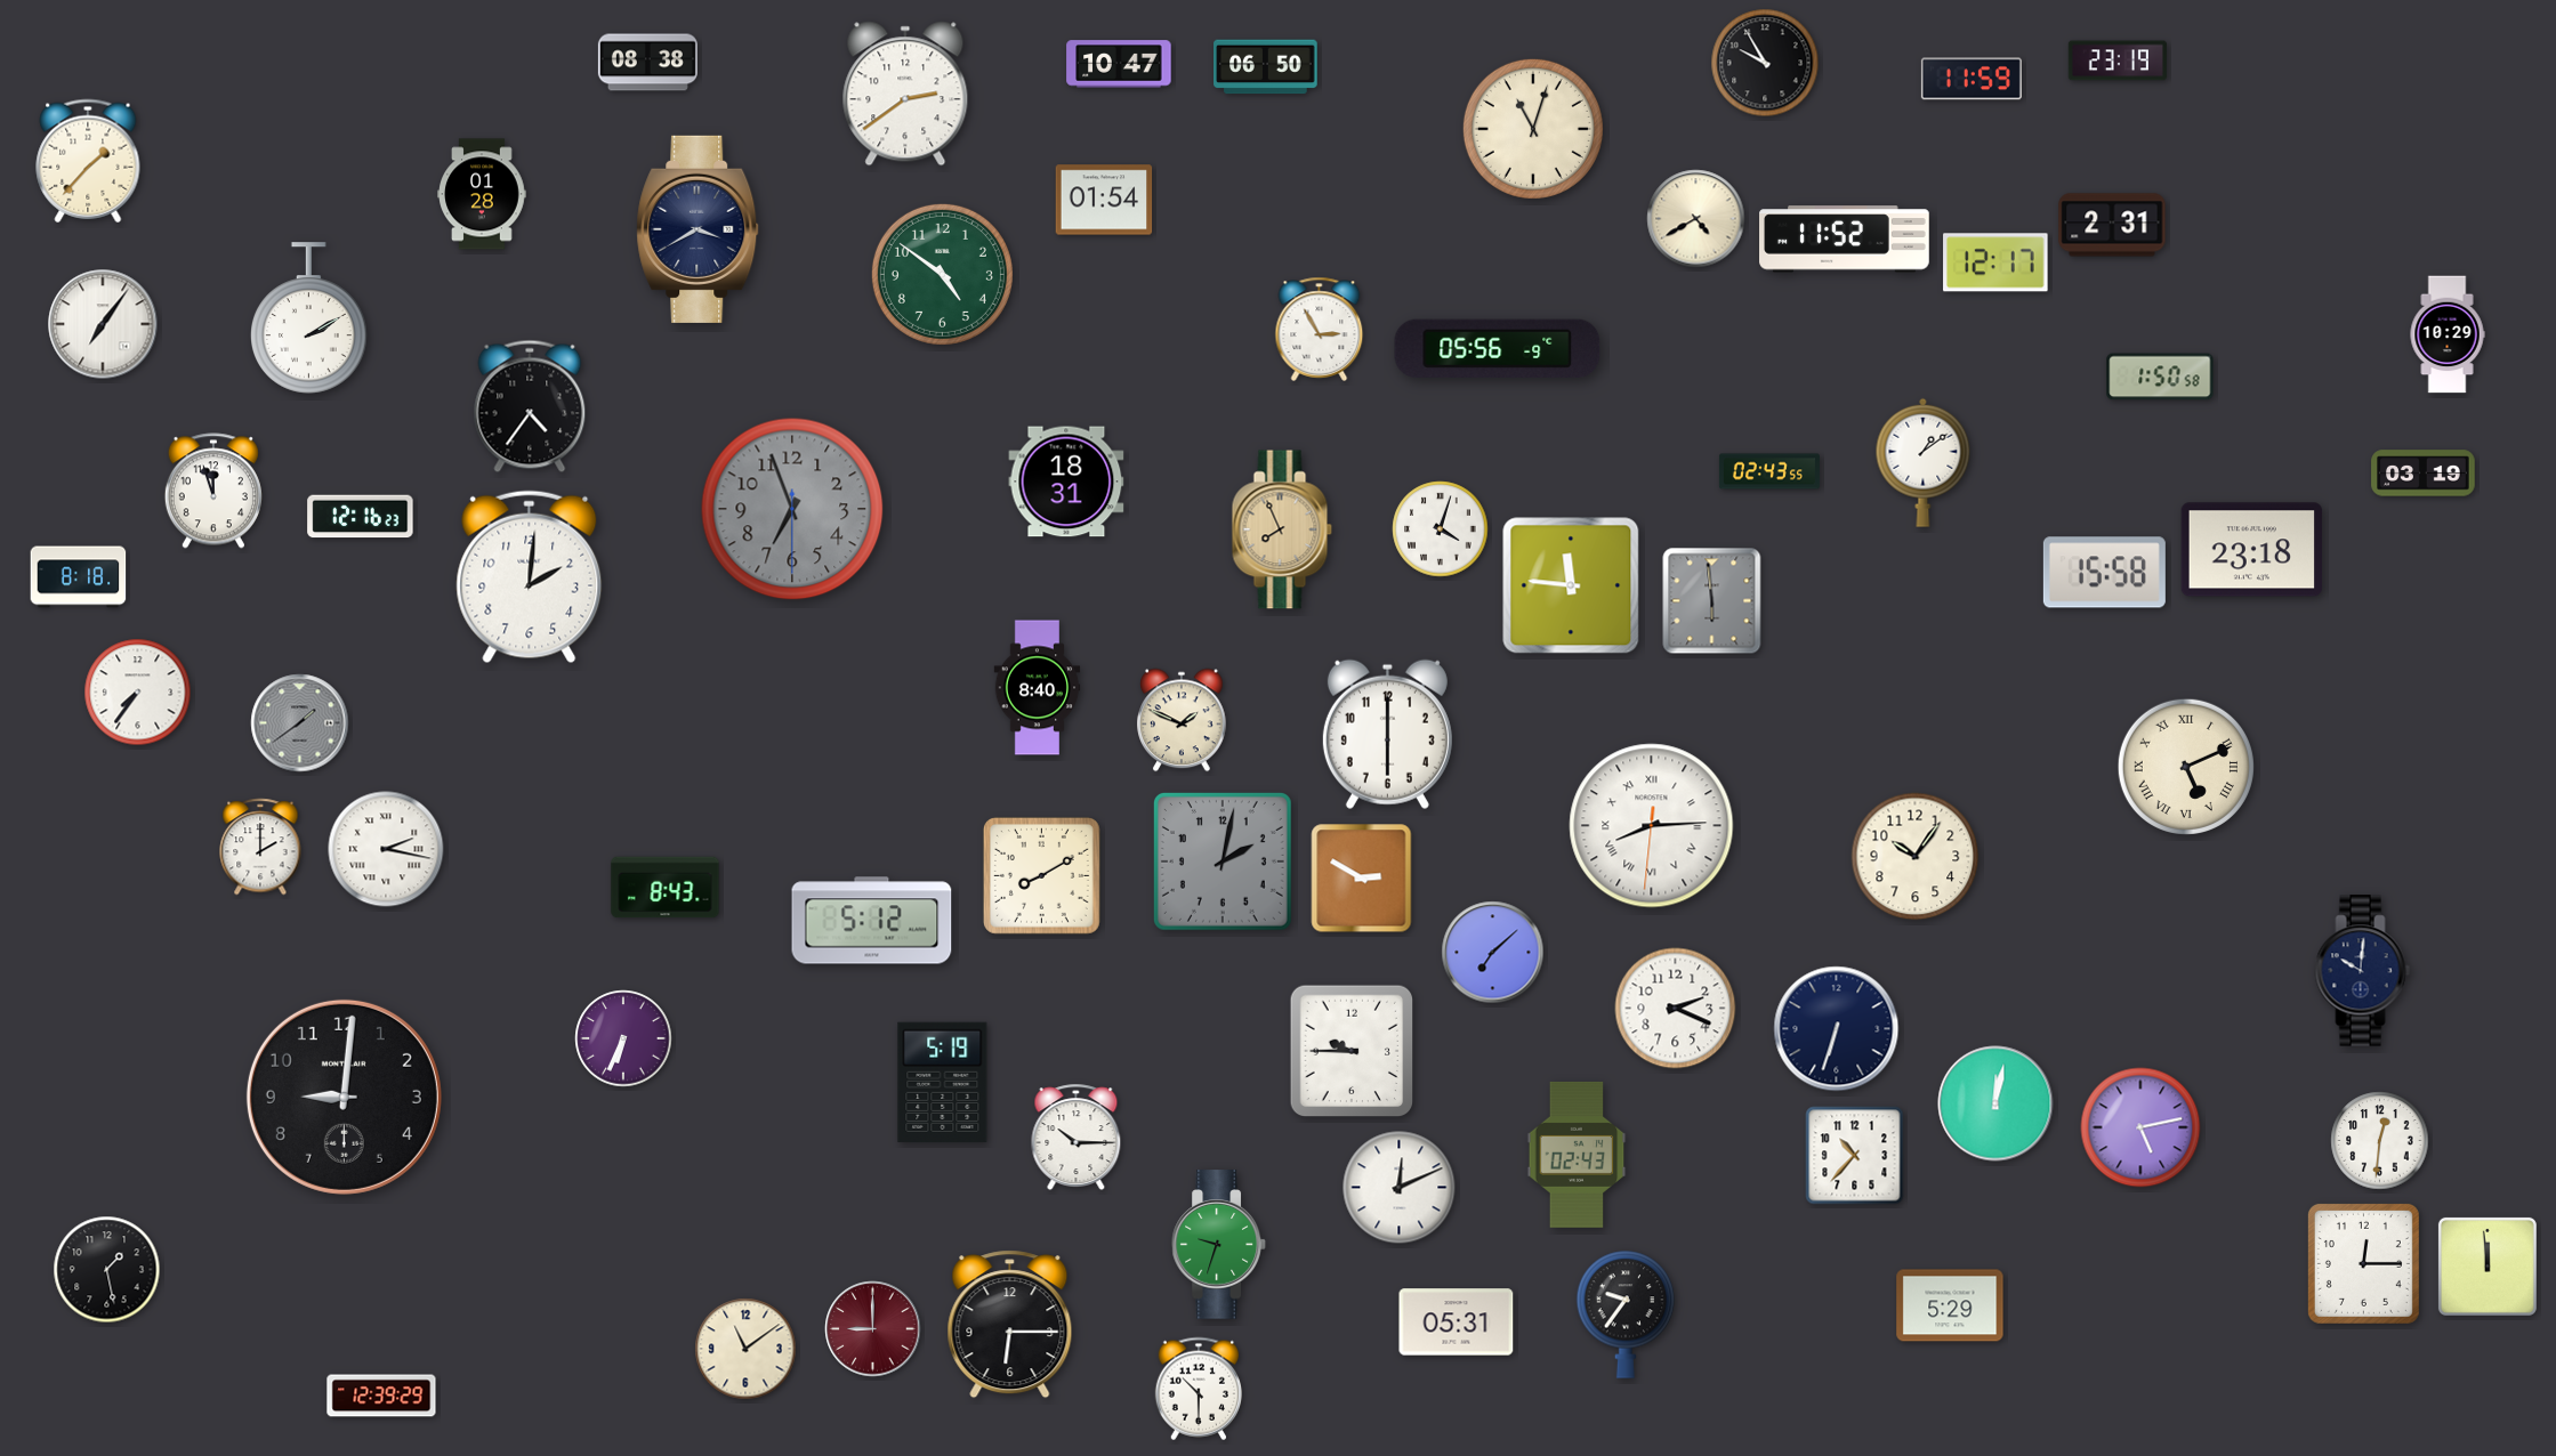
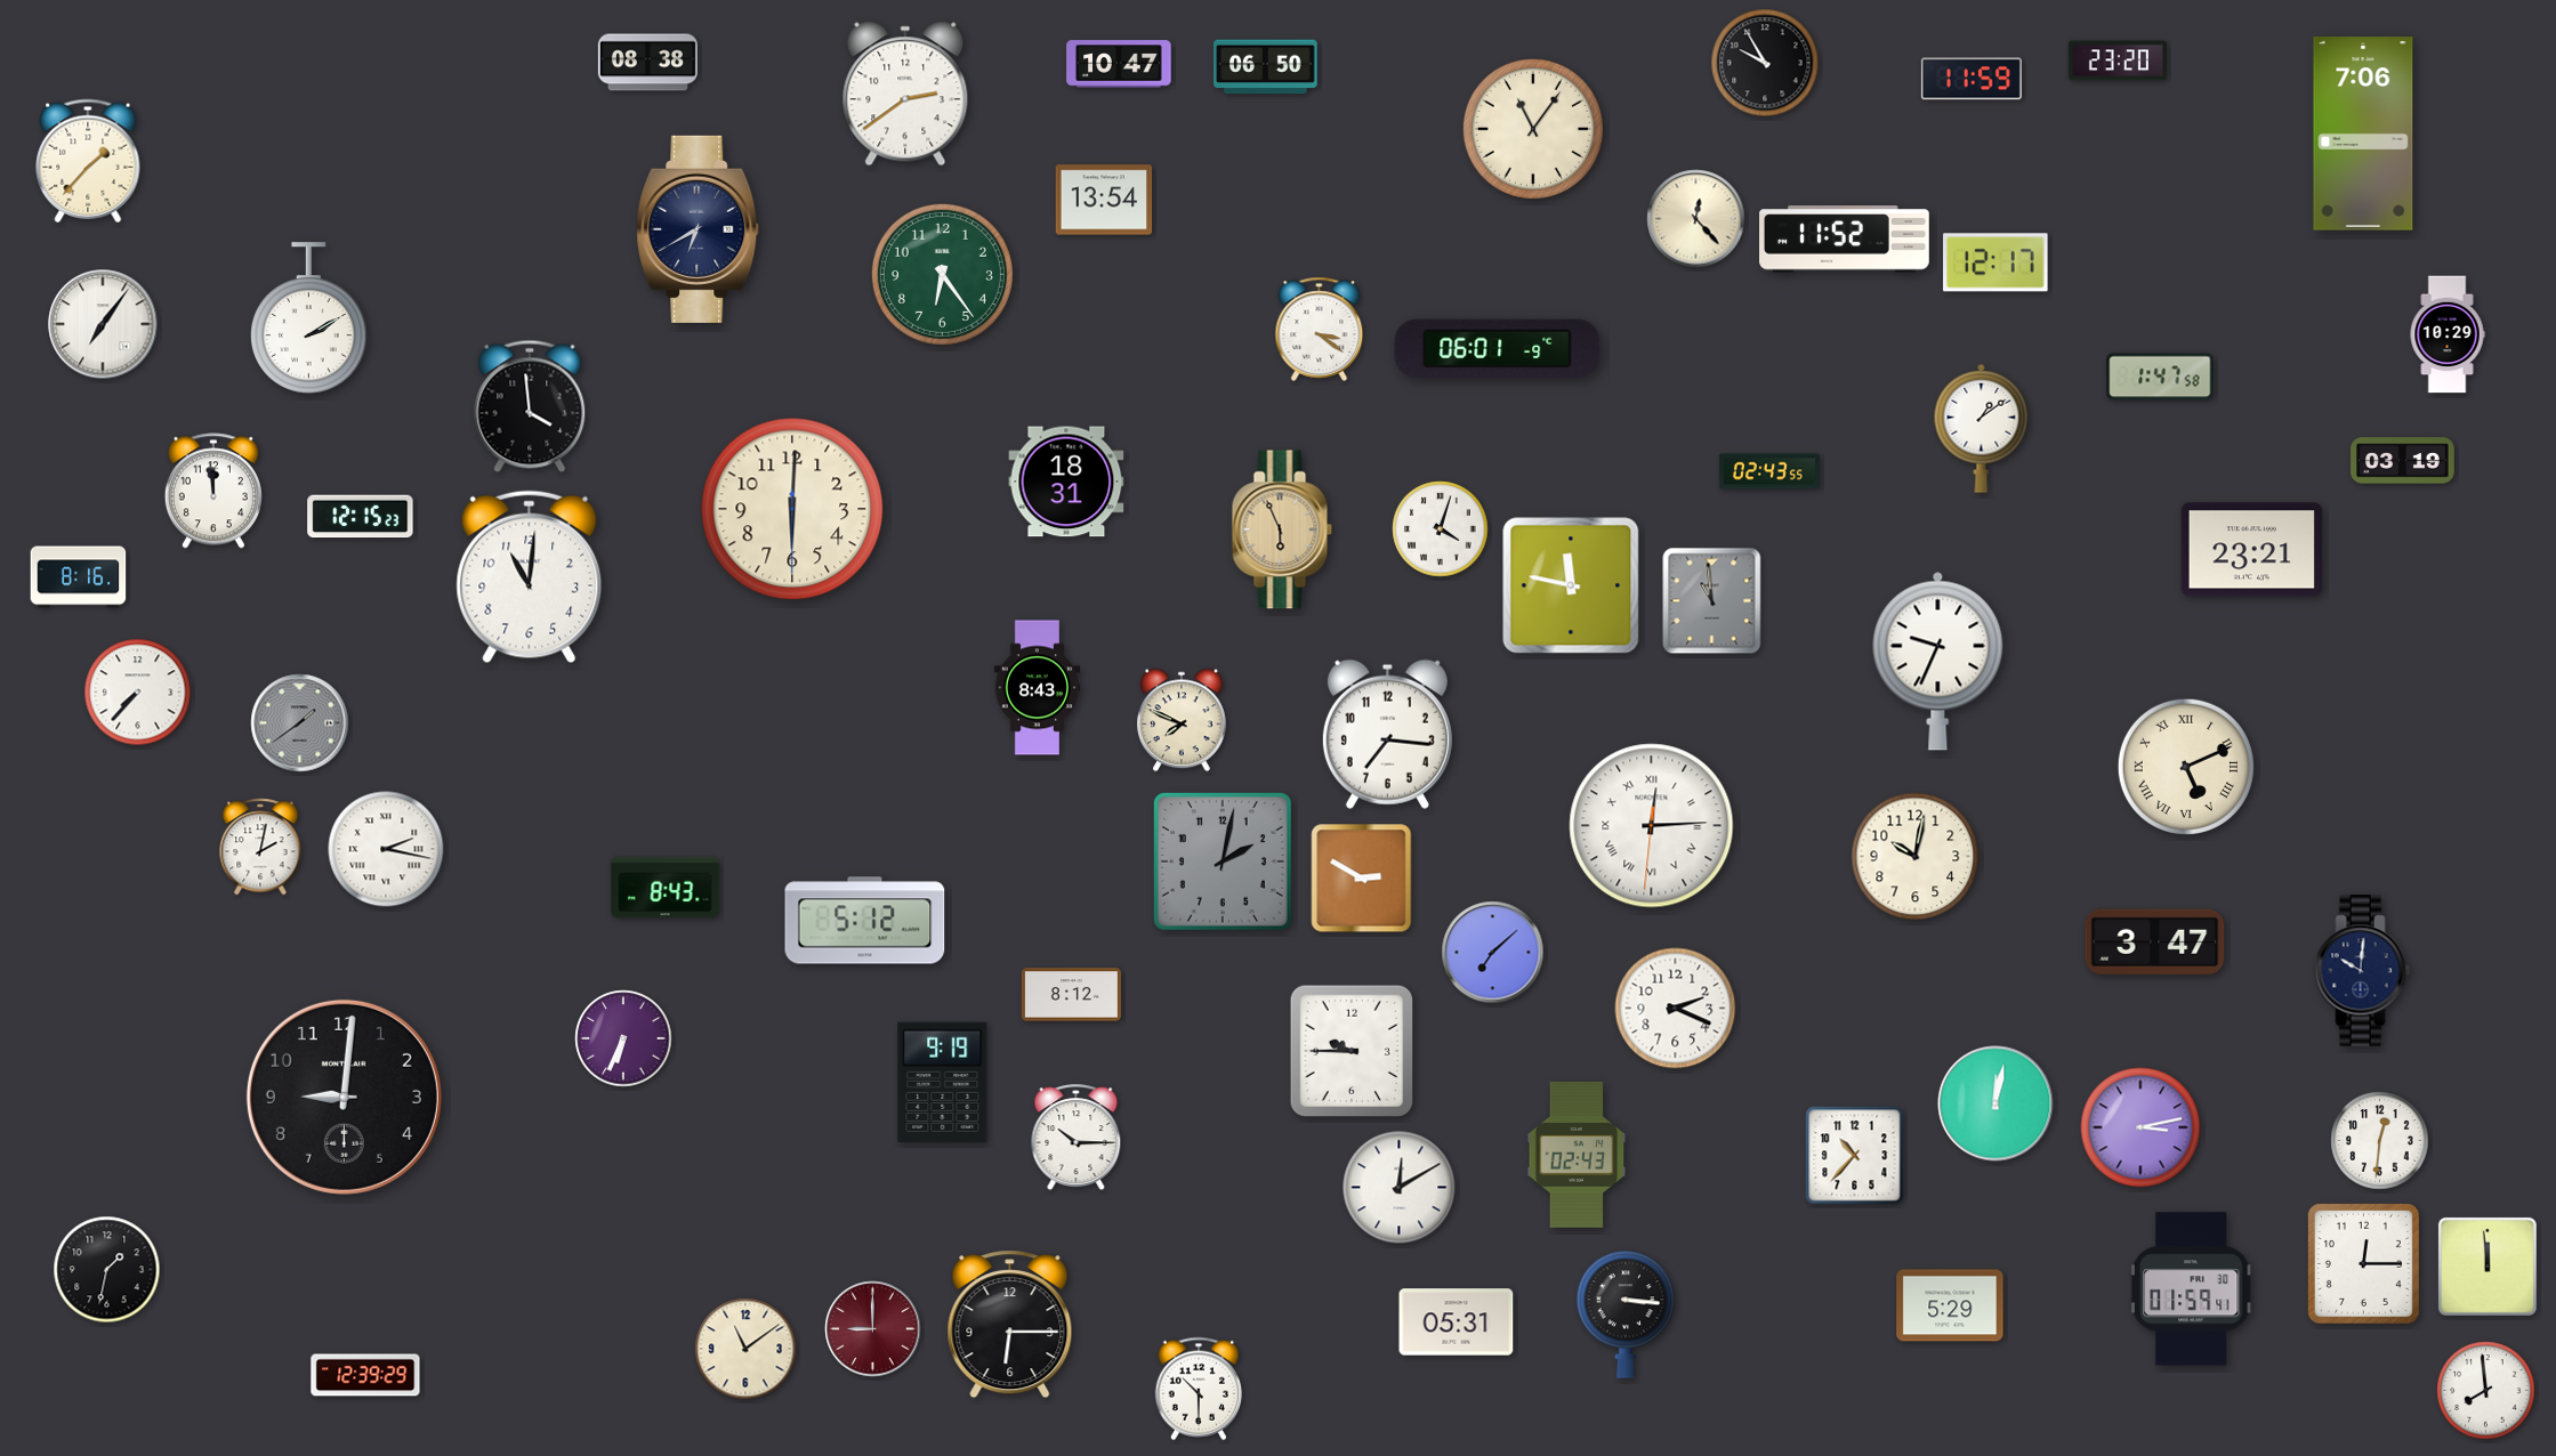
clock at (2118, 60): 23:19 -> 23:20
clock at (1533, 129): 11:03 -> 11:06
clock at (2363, 134): none -> 7:06
clock at (482, 194): 01:28 -> none
clock at (1104, 200): 01:54 -> 13:54
clock at (1696, 219): 4:40 -> 12:23
clock at (2112, 225): 2:31 -> none
clock at (698, 229): 3:40 -> 6:40
clock at (942, 274): 4:51 -> 6:24
clock at (1320, 329): 2:55 -> 3:21
clock at (1498, 348): 05:56 -> 06:01
clock at (2160, 377): 1:50 -> 1:47
clock at (530, 406): 4:36 -> 3:59
clock at (1924, 462) position: (1924, 462) -> (1982, 428)
clock at (2424, 474) position: (2424, 474) -> (2403, 461)
clock at (213, 491): 11:57 -> 11:59
clock at (792, 509): 6:56 -> 6:00
clock at (792, 509) dial: grey -> cream
clock at (361, 517): 12:16 -> 12:15
clock at (1282, 529): 7:56 -> 5:56
clock at (2252, 550): 23:18 -> 23:21
clock at (2104, 573): 15:58 -> none
clock at (79, 577): 8:18 -> 8:16
clock at (530, 577): 2:01 -> 11:01
clock at (1571, 585): 11:46 -> 11:47
clock at (1712, 601): 5:59 -> 10:59
clock at (1938, 661): none -> 9:34
clock at (1038, 688): 8:40 -> 8:43
clock at (138, 693): 7:36 -> 7:37
clock at (1182, 720): 1:49 -> 7:49
clock at (1387, 734): 6:00 -> 7:16
clock at (1652, 826): 8:14 -> 12:14
clock at (260, 847): 2:00 -> 2:02
clock at (1916, 857): 10:06 -> 10:02
clock at (1041, 875): 8:10 -> none
clock at (872, 921) position: (872, 921) -> (865, 921)
clock at (2155, 941): none -> 3:47
clock at (1071, 995): none -> 8:12
clock at (1837, 1029): 6:33 -> none
clock at (943, 1082): 5:19 -> 9:19
clock at (2140, 1127): 5:13 -> 3:13
clock at (1400, 1188): 12:11 -> 12:10
clock at (1219, 1245): 9:33 -> none
clock at (107, 1270): 1:28 -> 1:32
clock at (2191, 1289): none -> 01:59
clock at (1626, 1315): 9:36 -> 3:16
clock at (2486, 1391): none -> 7:59
clock at (381, 1396) position: (381, 1396) -> (365, 1375)
